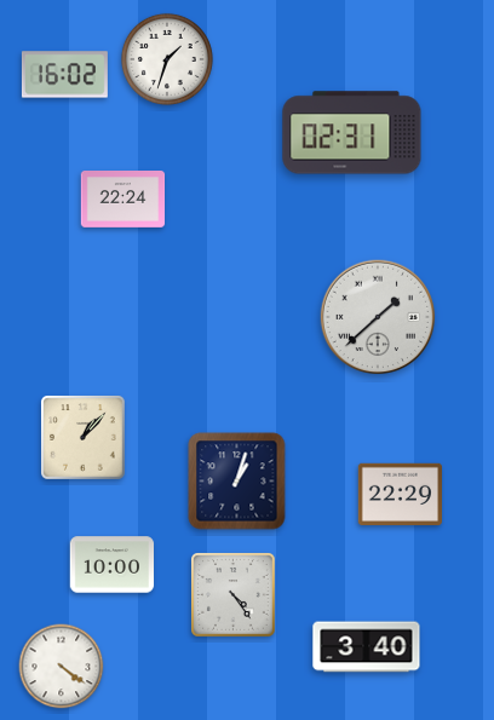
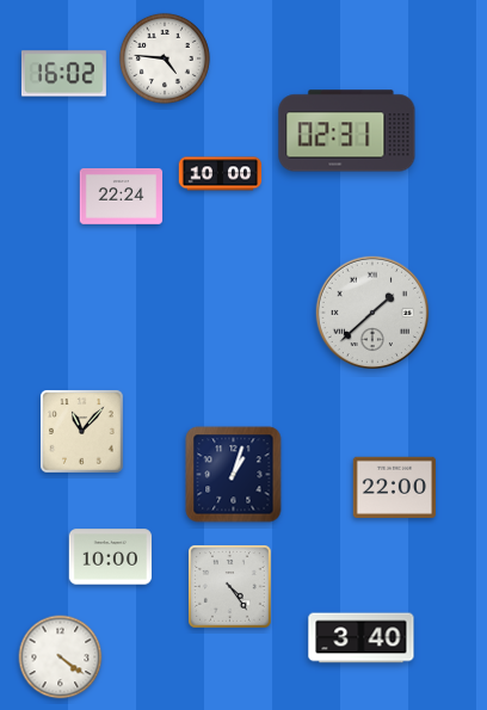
clock at (167, 59): 1:33 -> 4:46
clock at (221, 174): none -> 10:00
clock at (84, 438): 1:07 -> 11:07
clock at (400, 494): 22:29 -> 22:00
